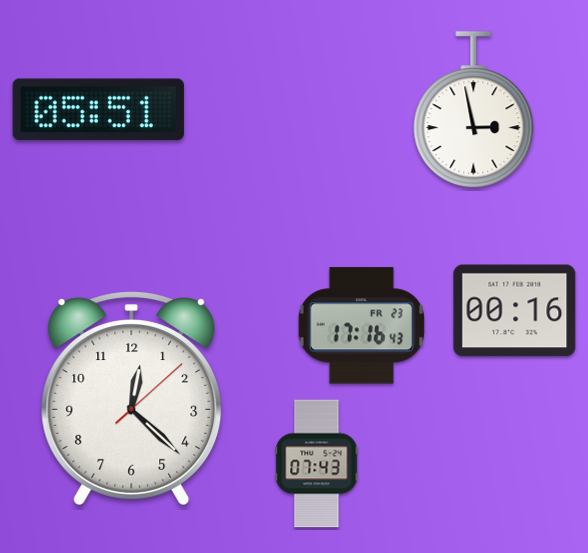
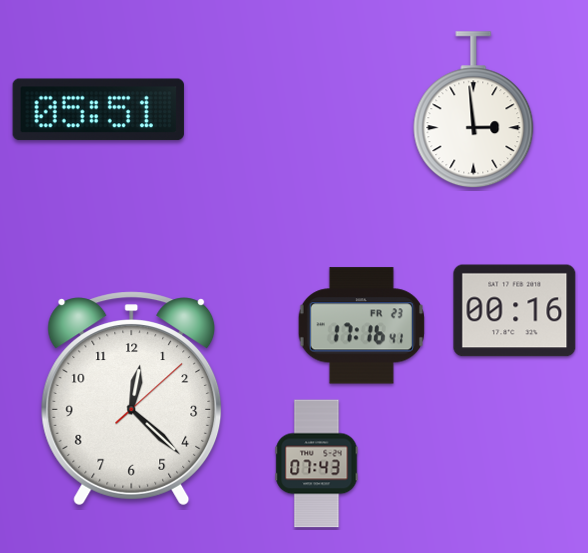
clock at (474, 110): 2:58 -> 2:59
clock at (361, 326): 17:16:43 -> 17:16:41
